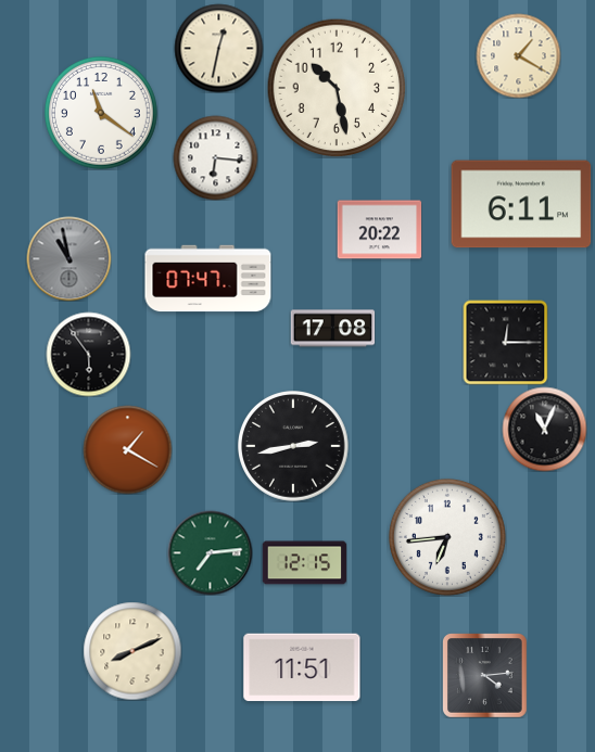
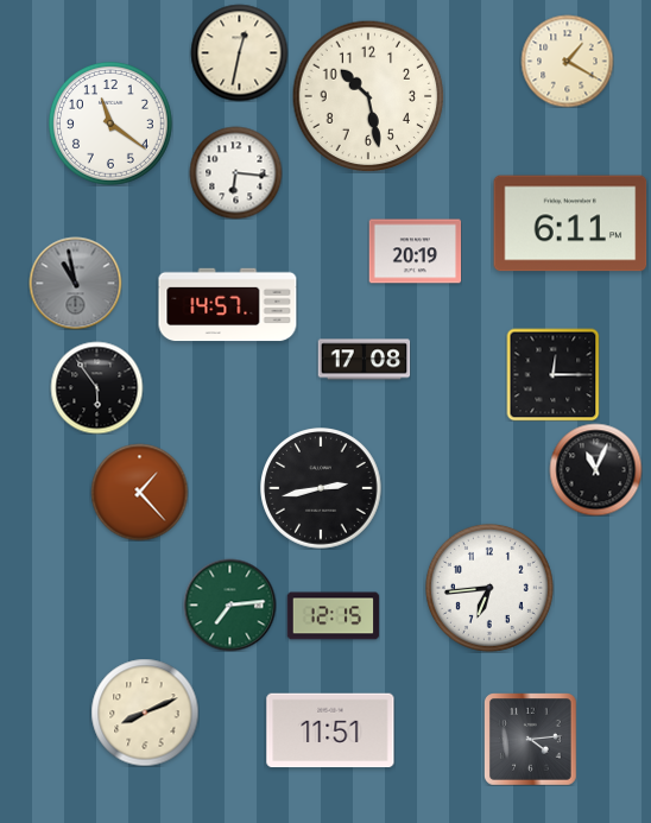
clock at (379, 230): 20:22 -> 20:19
clock at (208, 279): 07:47 -> 14:57
clock at (127, 449): 1:20 -> 1:23
